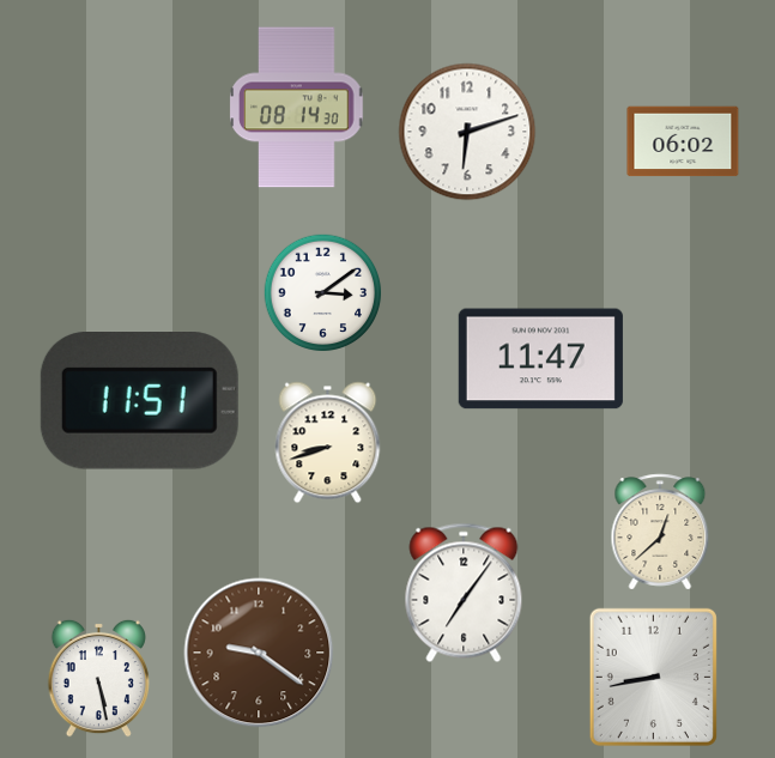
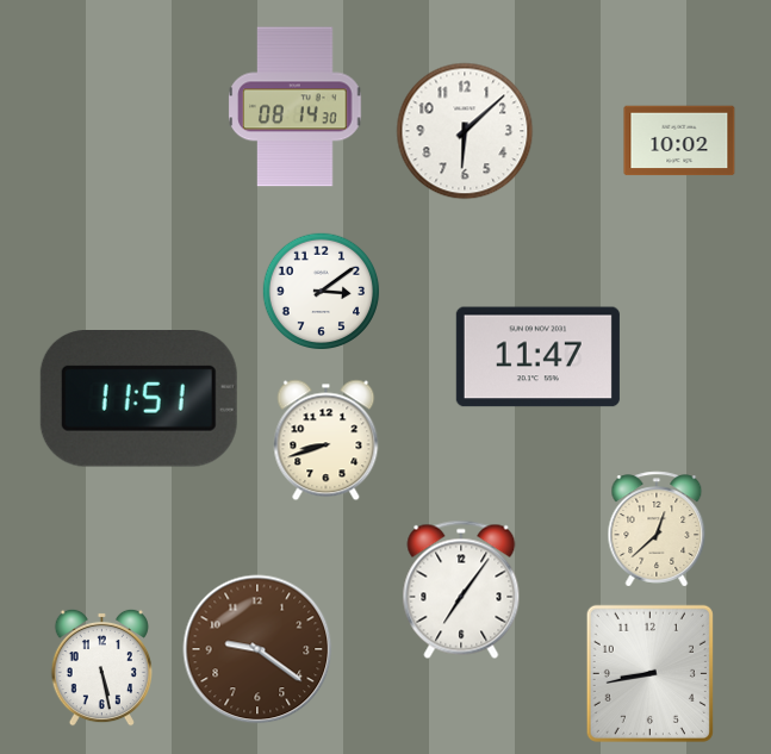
clock at (467, 132): 6:12 -> 6:08
clock at (683, 141): 06:02 -> 10:02
clock at (98, 678) position: (98, 678) -> (101, 667)
